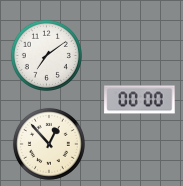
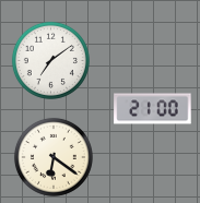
clock at (140, 100): 00:00 -> 21:00
clock at (49, 144): 12:53 -> 6:21
